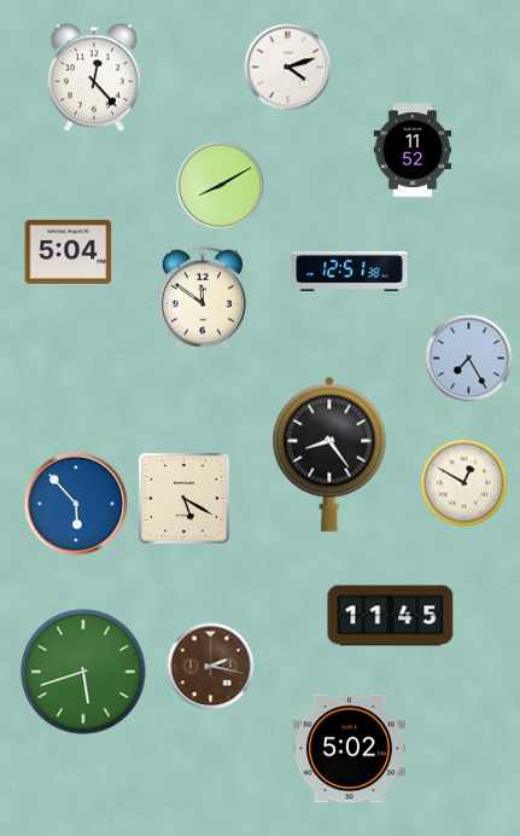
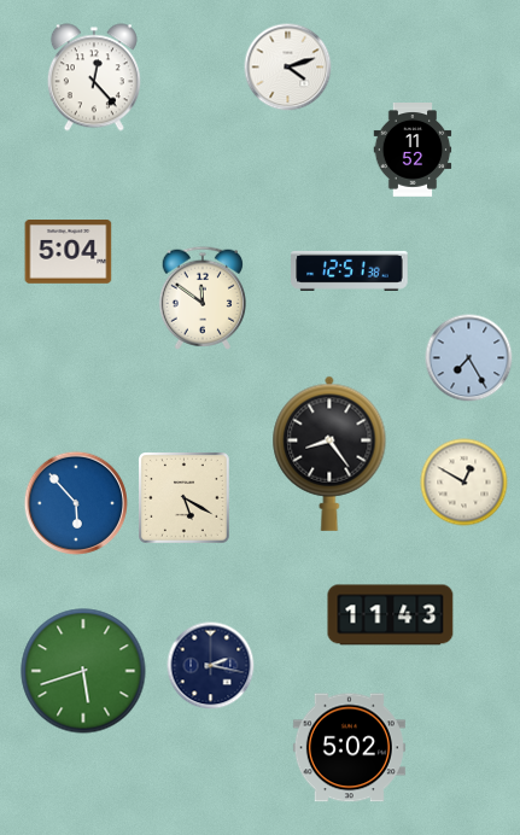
clock at (221, 186): 8:10 -> none
clock at (391, 616): 11:45 -> 11:43
clock at (211, 667) dial: brown -> navy
